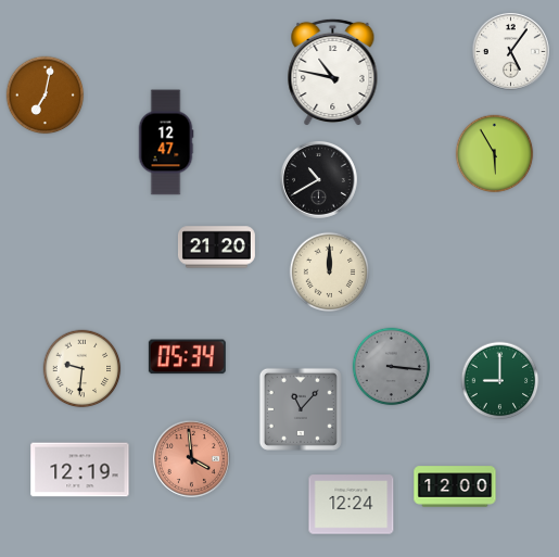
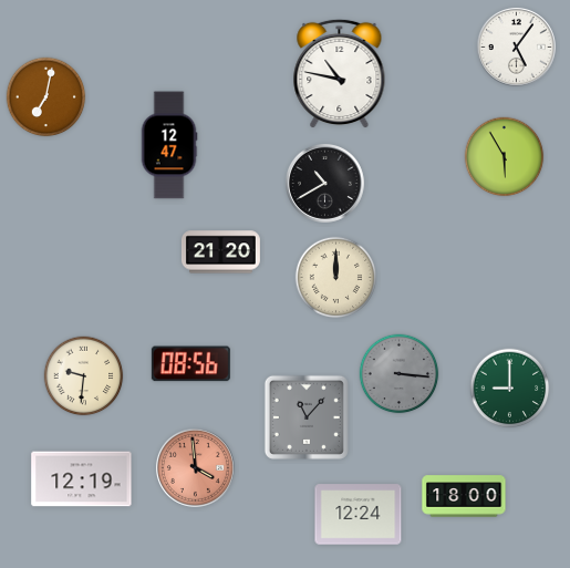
clock at (510, 51) position: (510, 51) -> (516, 47)
clock at (187, 357): 05:34 -> 08:56
clock at (455, 486): 12:00 -> 18:00
